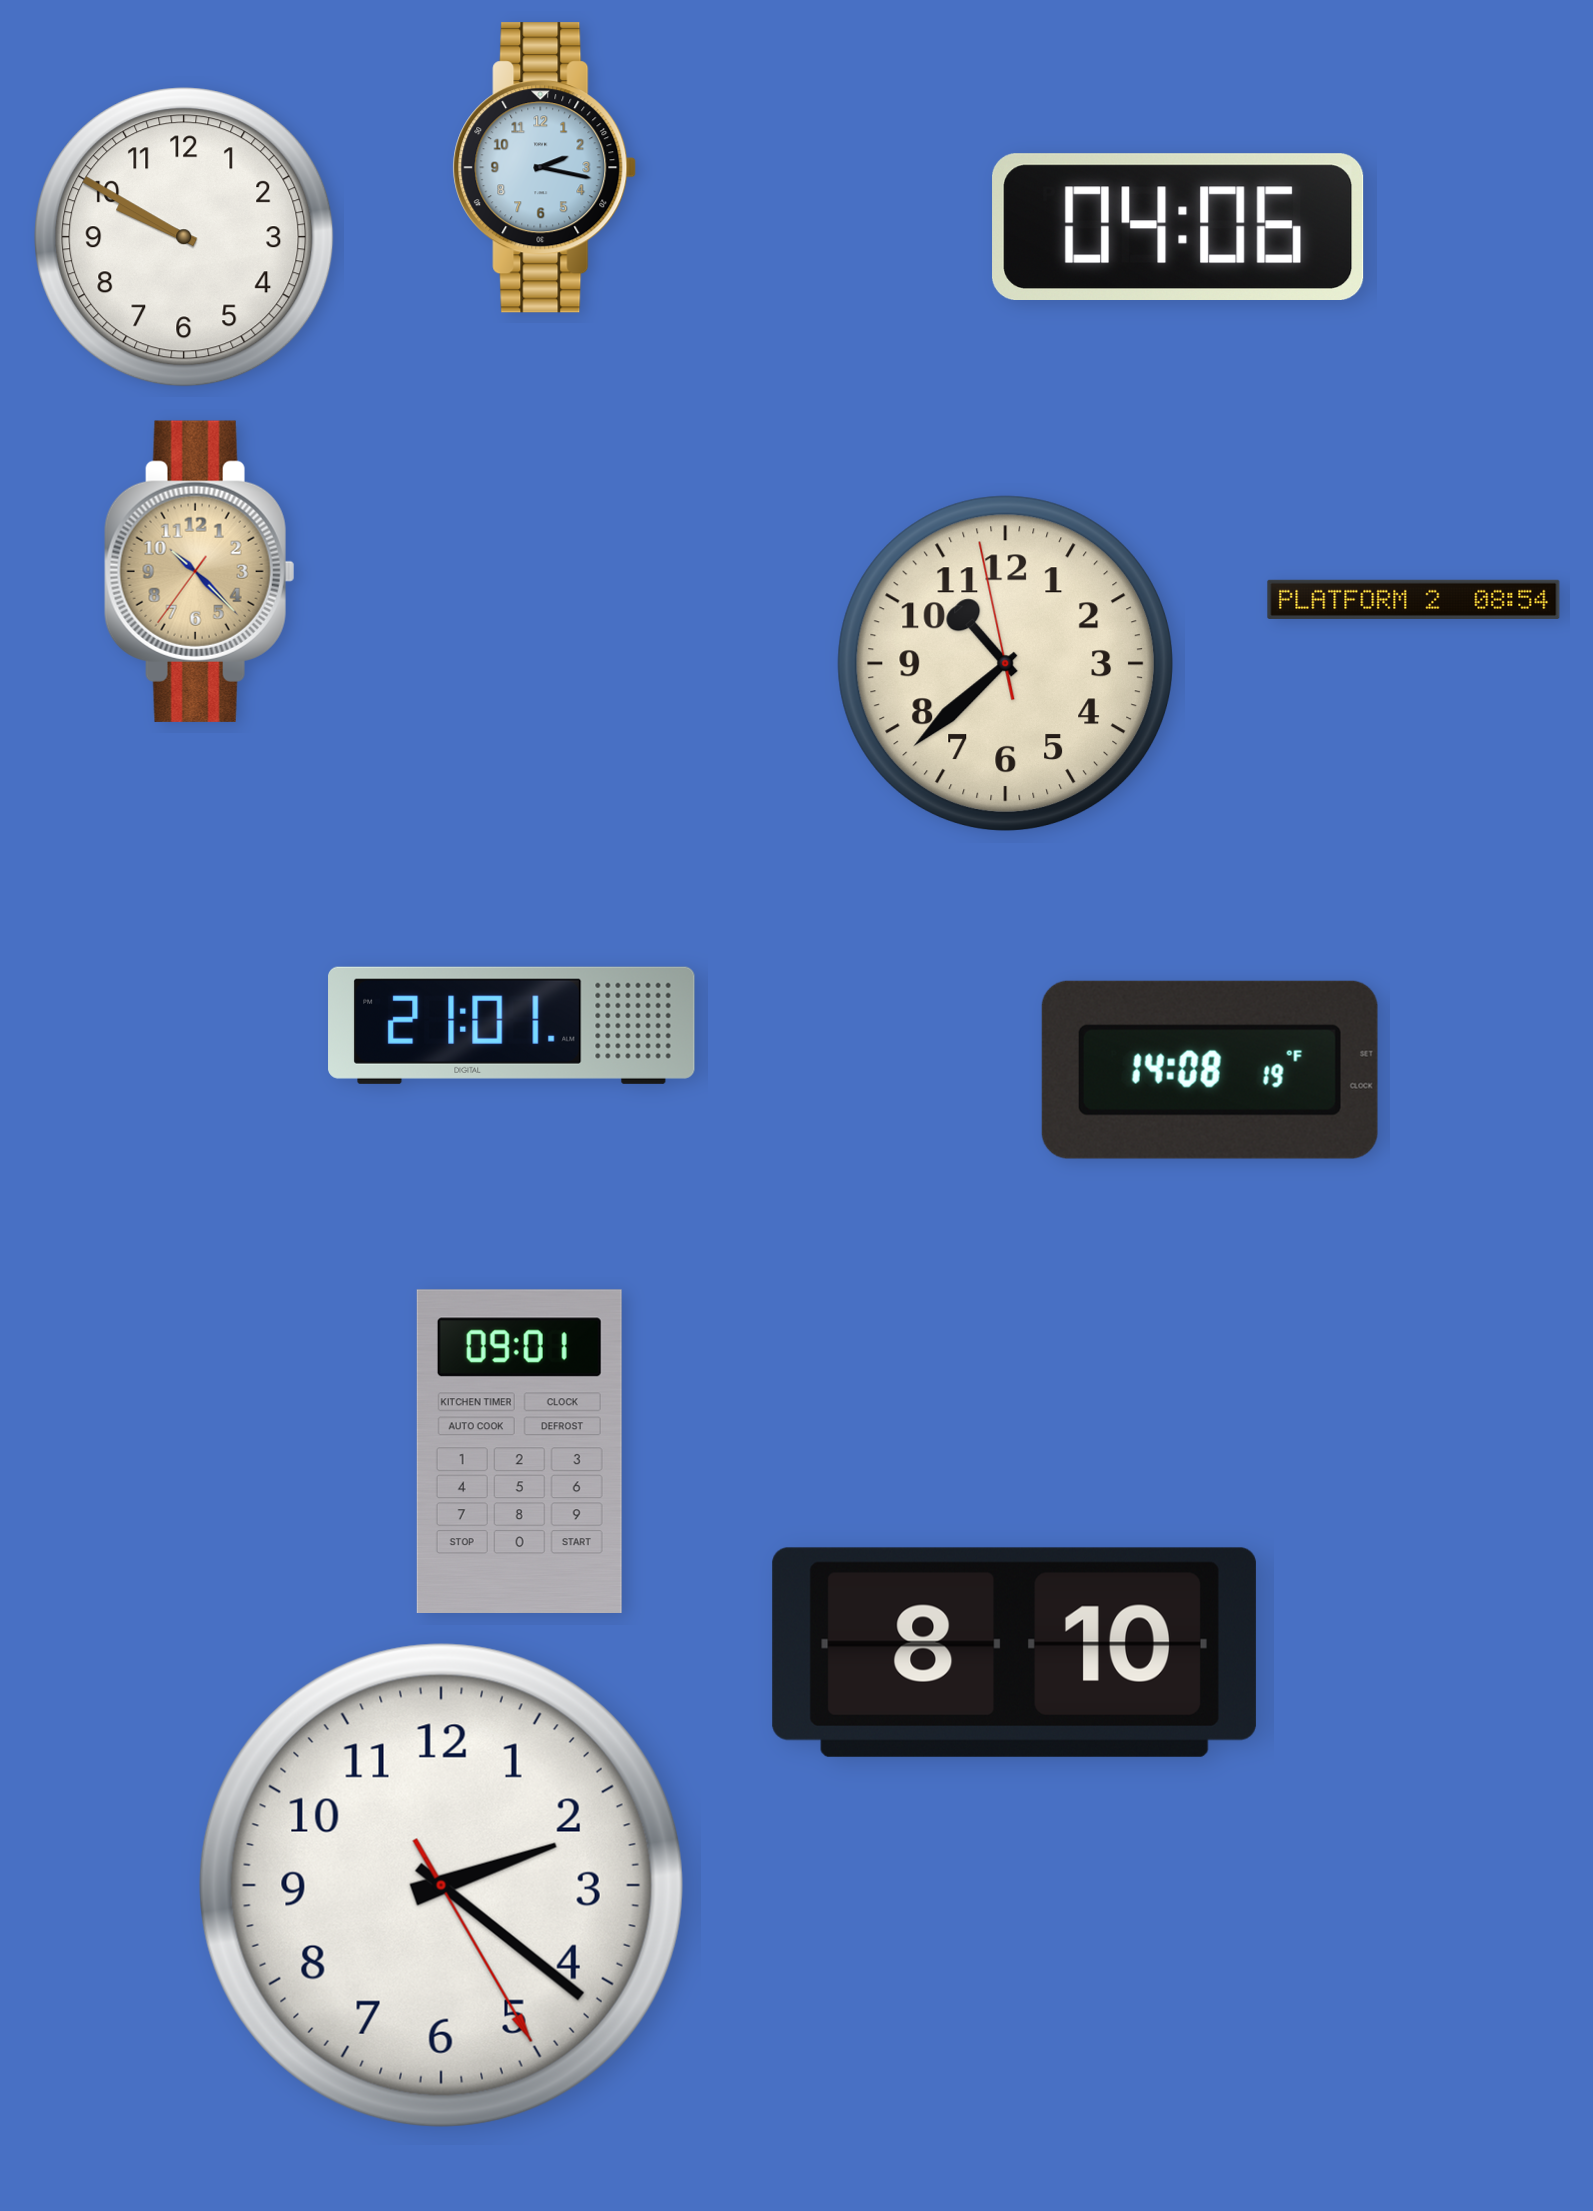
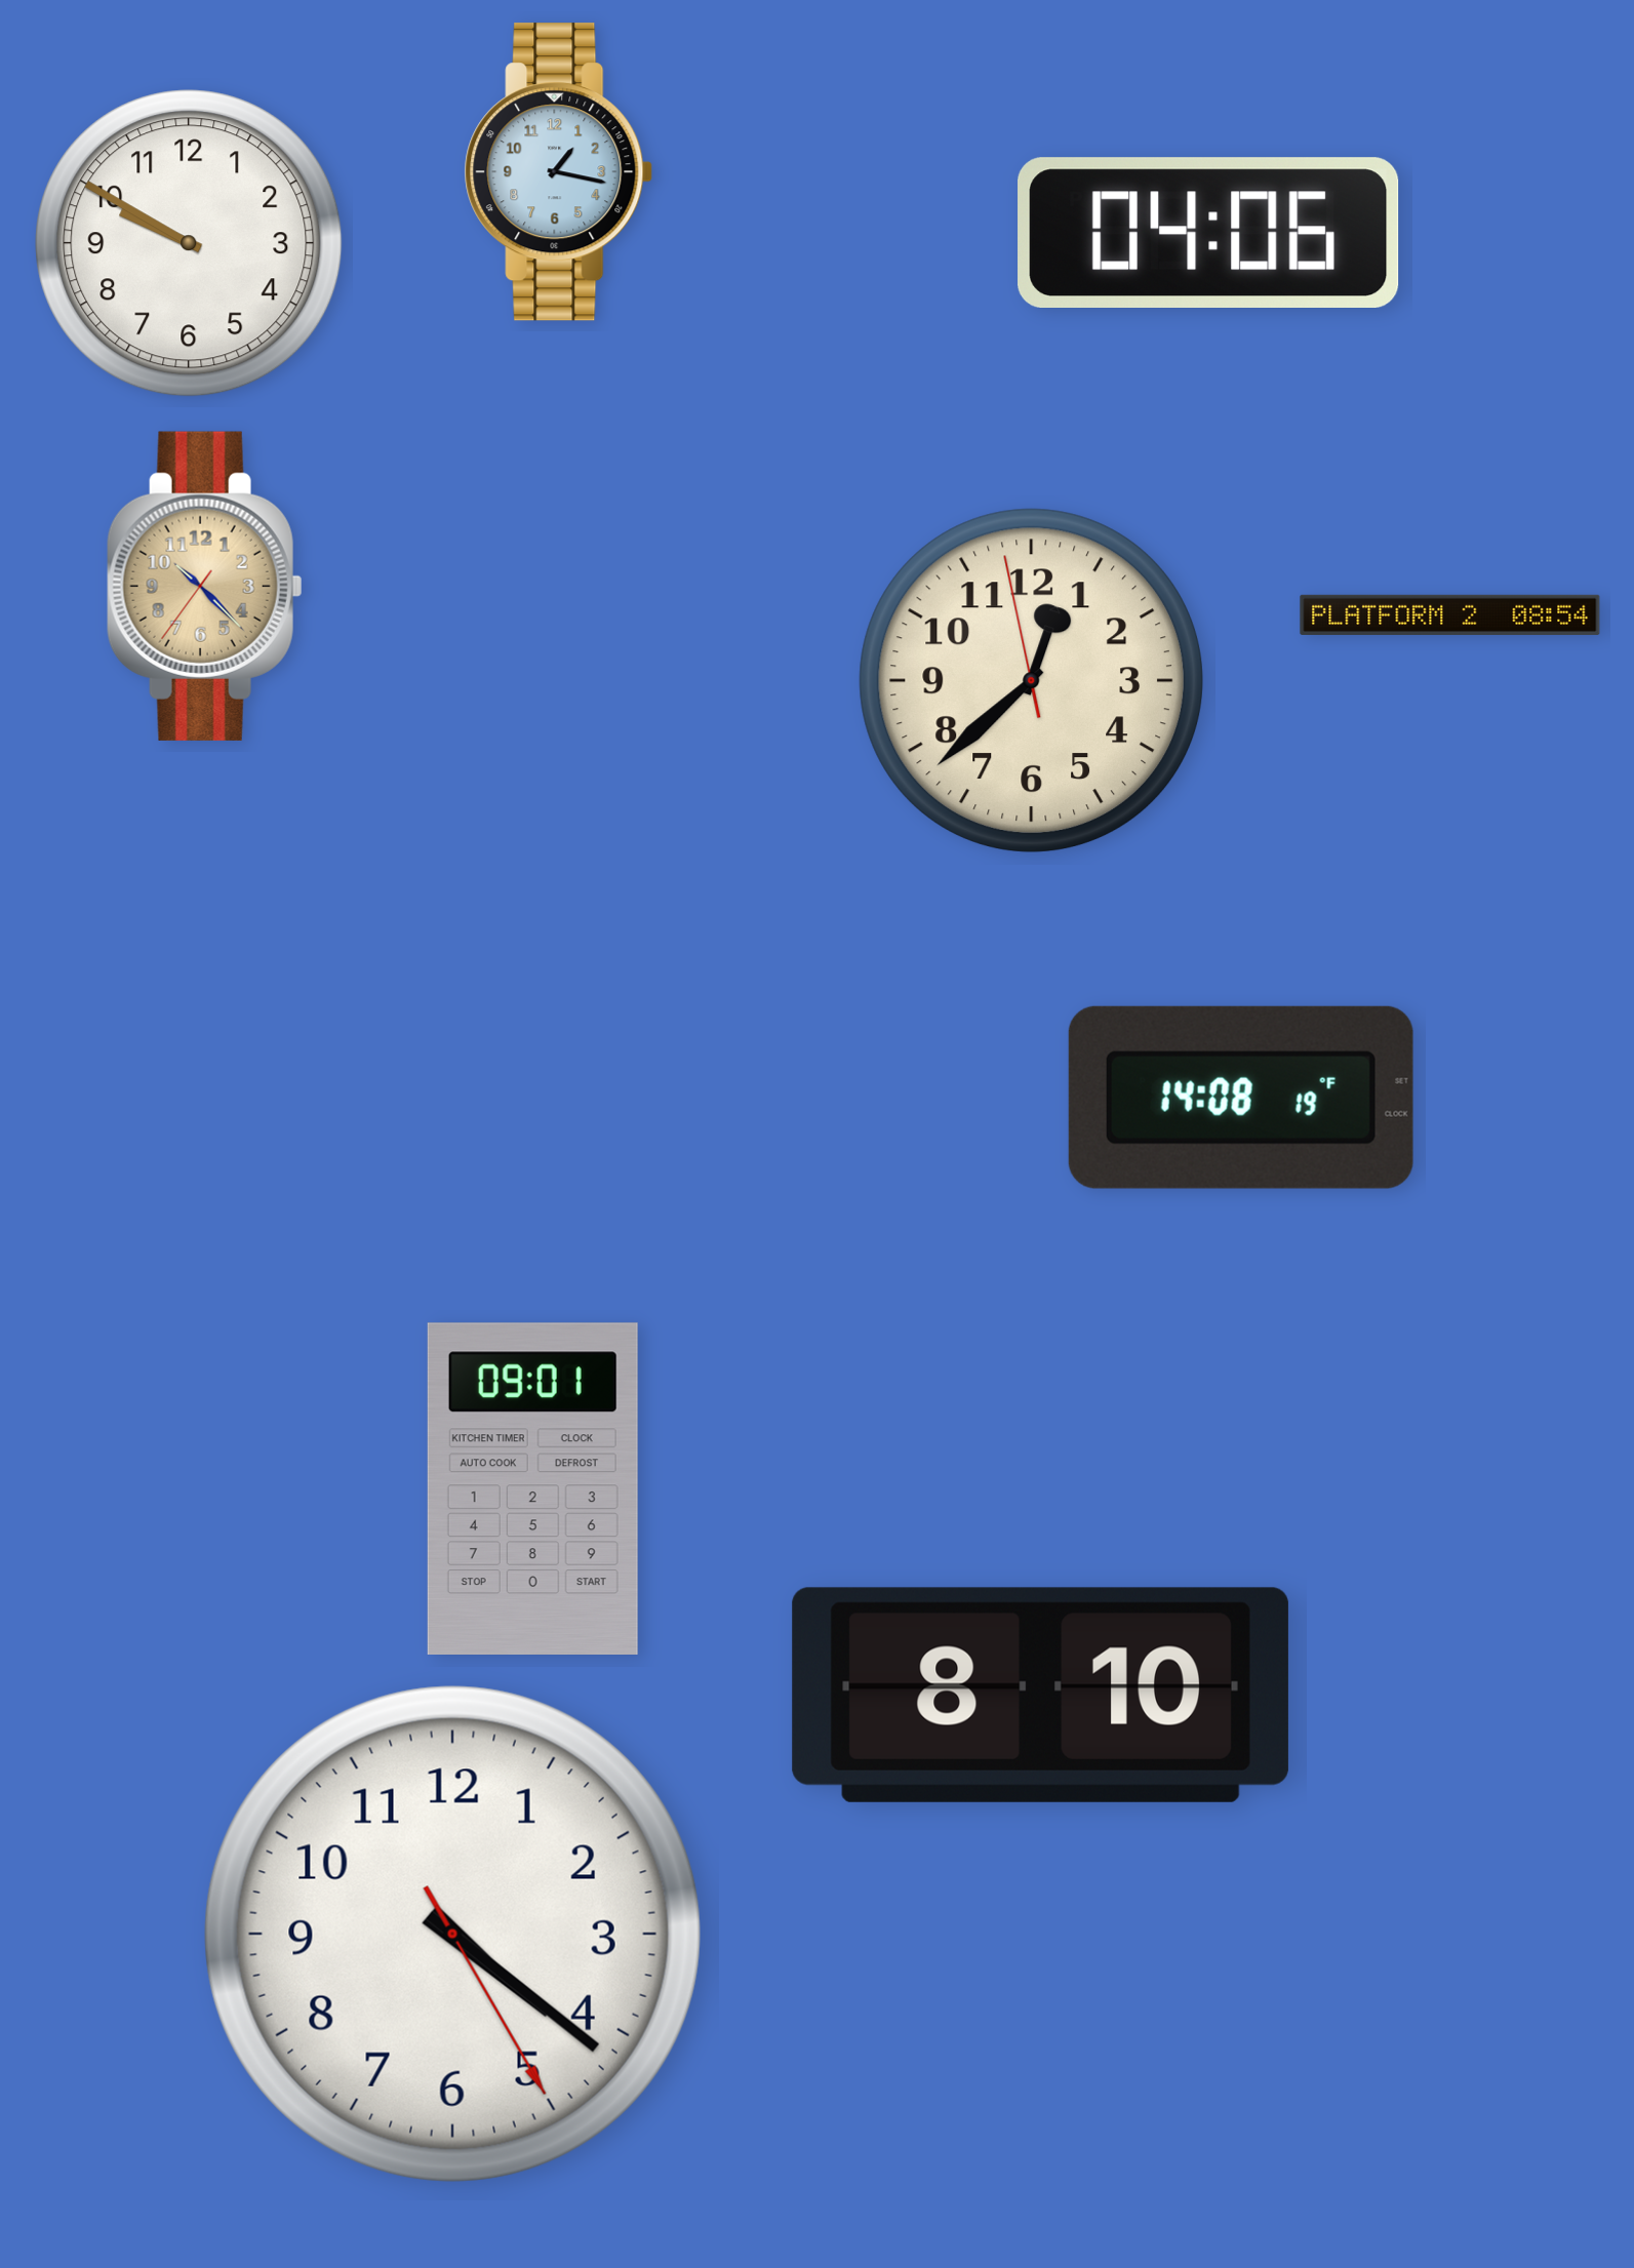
clock at (545, 168): 2:17 -> 1:17
clock at (1005, 663): 10:37 -> 12:37
clock at (512, 1025): 21:01 -> none
clock at (441, 1885): 2:21 -> 4:21
